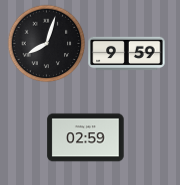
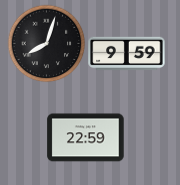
clock at (86, 138): 02:59 -> 22:59
